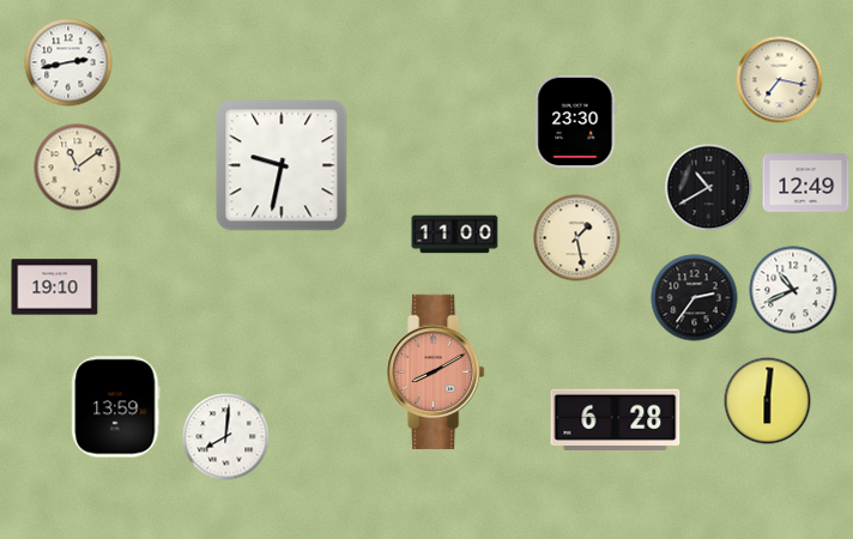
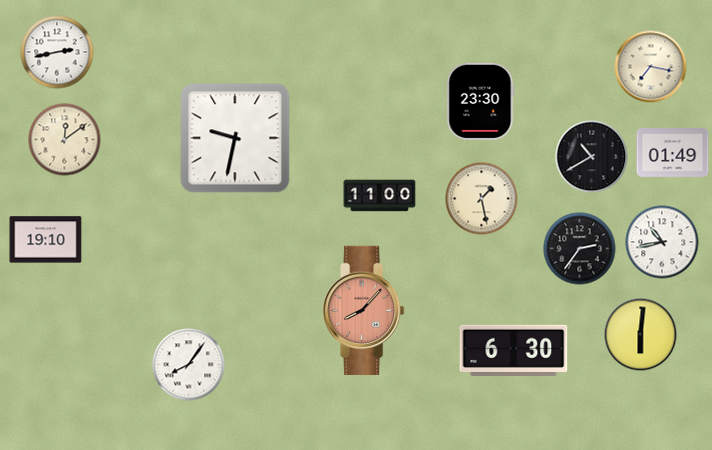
clock at (78, 168): 11:09 -> 12:09
clock at (806, 183): 12:49 -> 01:49
clock at (793, 290): 10:41 -> 10:43
clock at (436, 371): 8:10 -> 8:07
clock at (116, 407): 13:59 -> none
clock at (616, 419): 6:28 -> 6:30
clock at (226, 437): 8:01 -> 8:06
